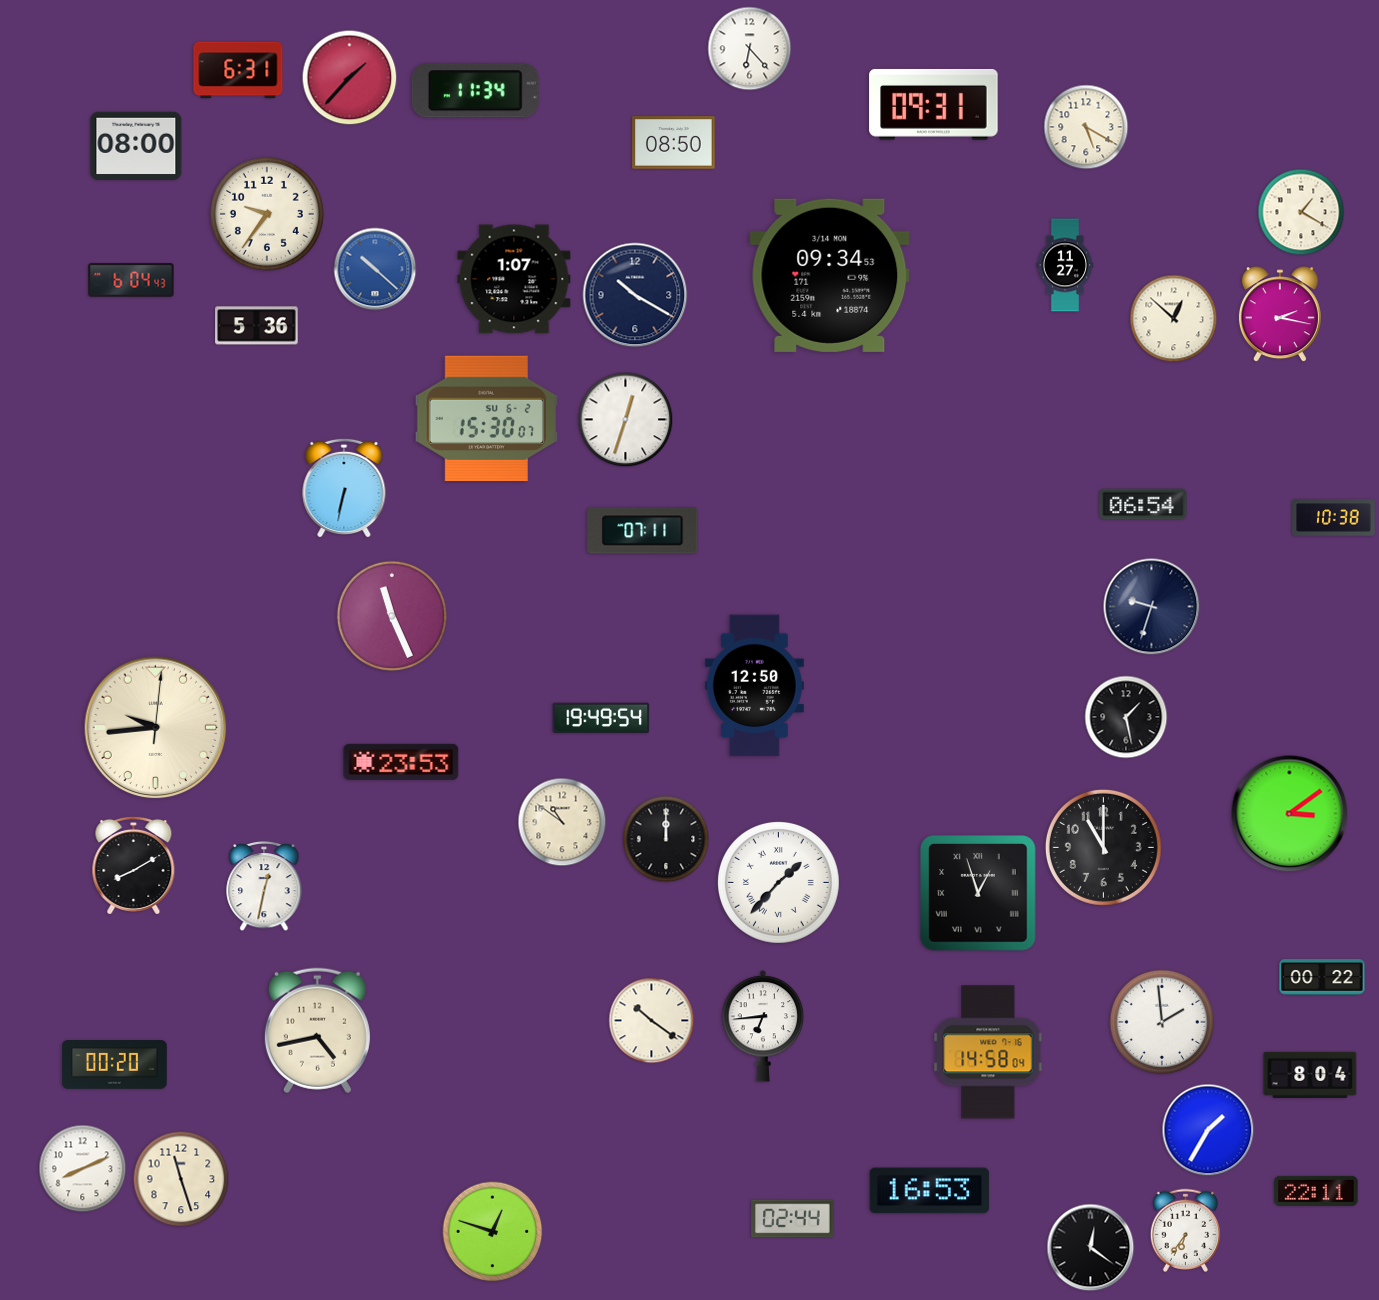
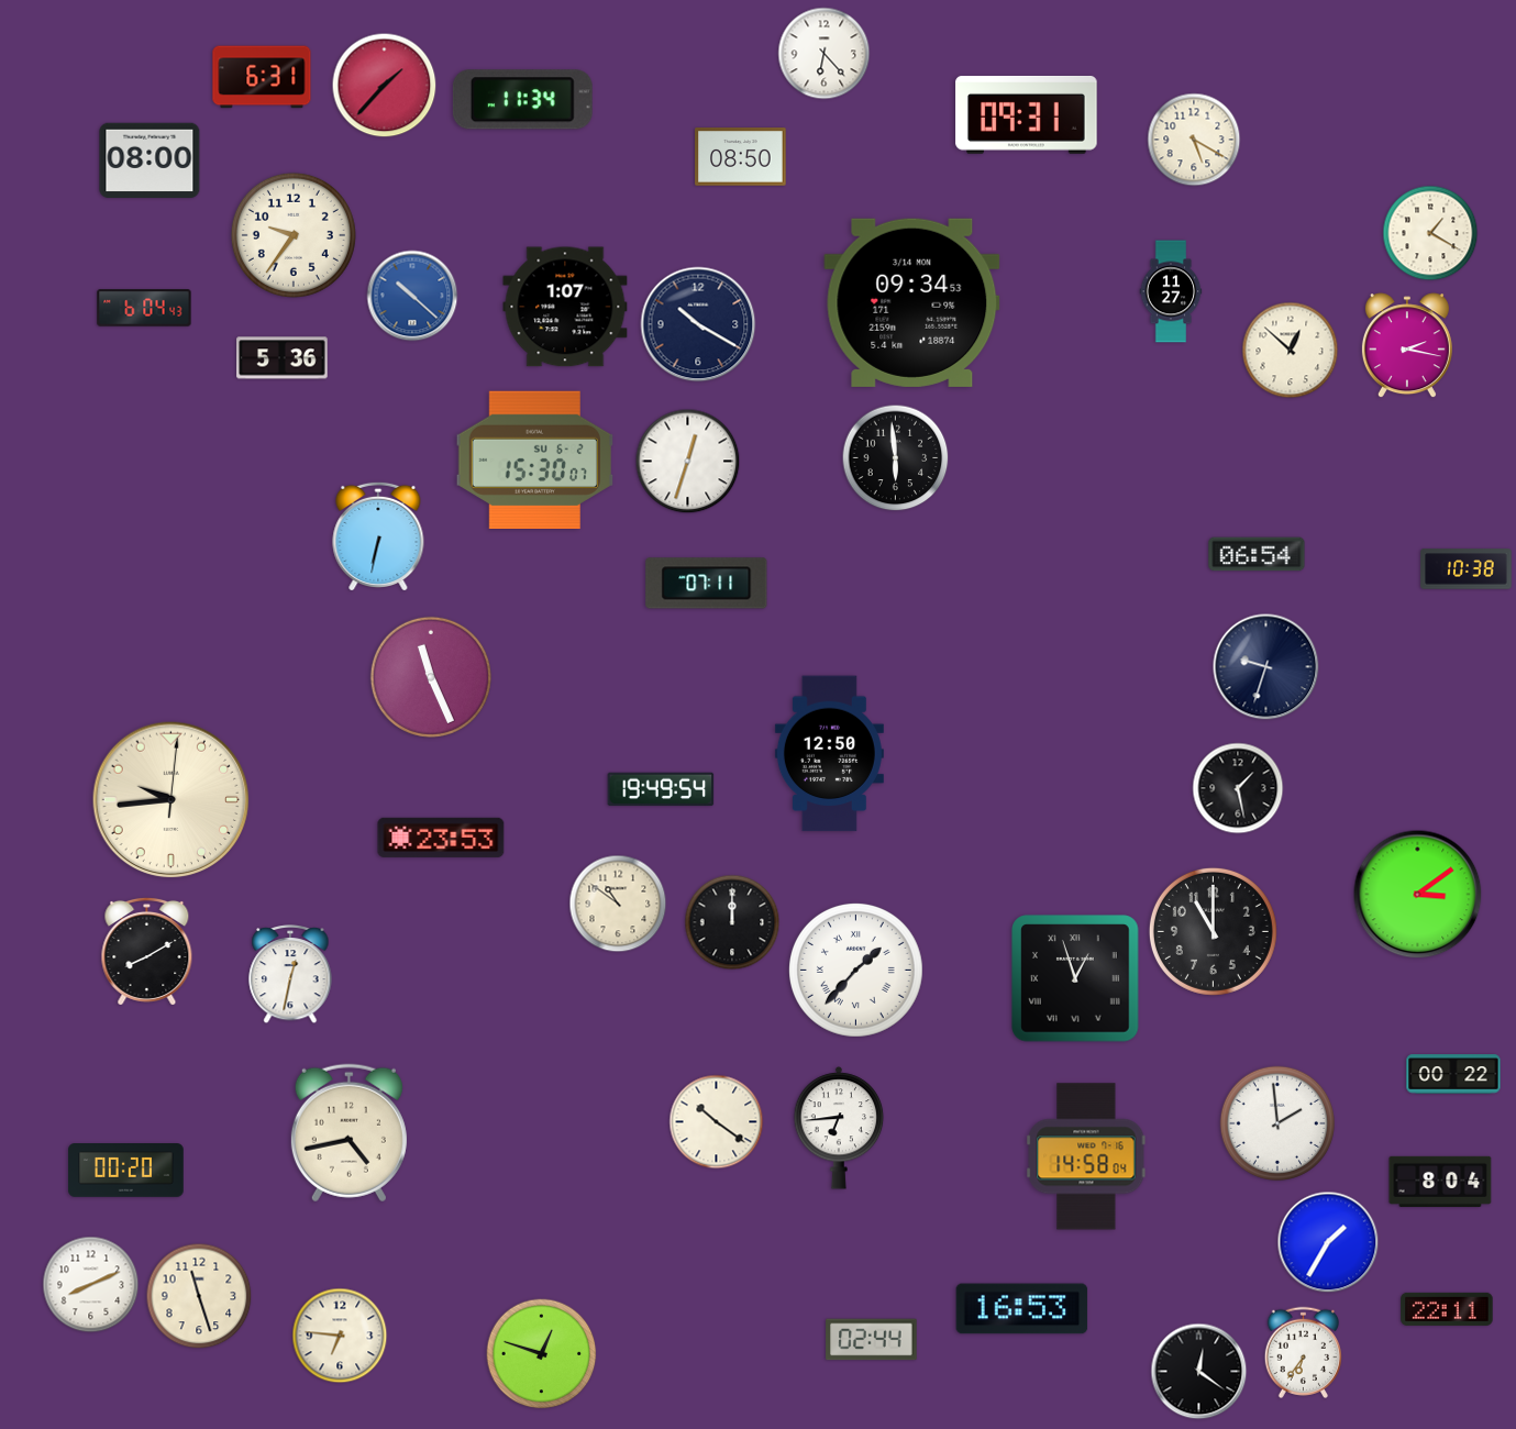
clock at (896, 458): none -> 5:59
clock at (978, 893) position: (978, 893) -> (1075, 978)
clock at (340, 1336): none -> 6:46
